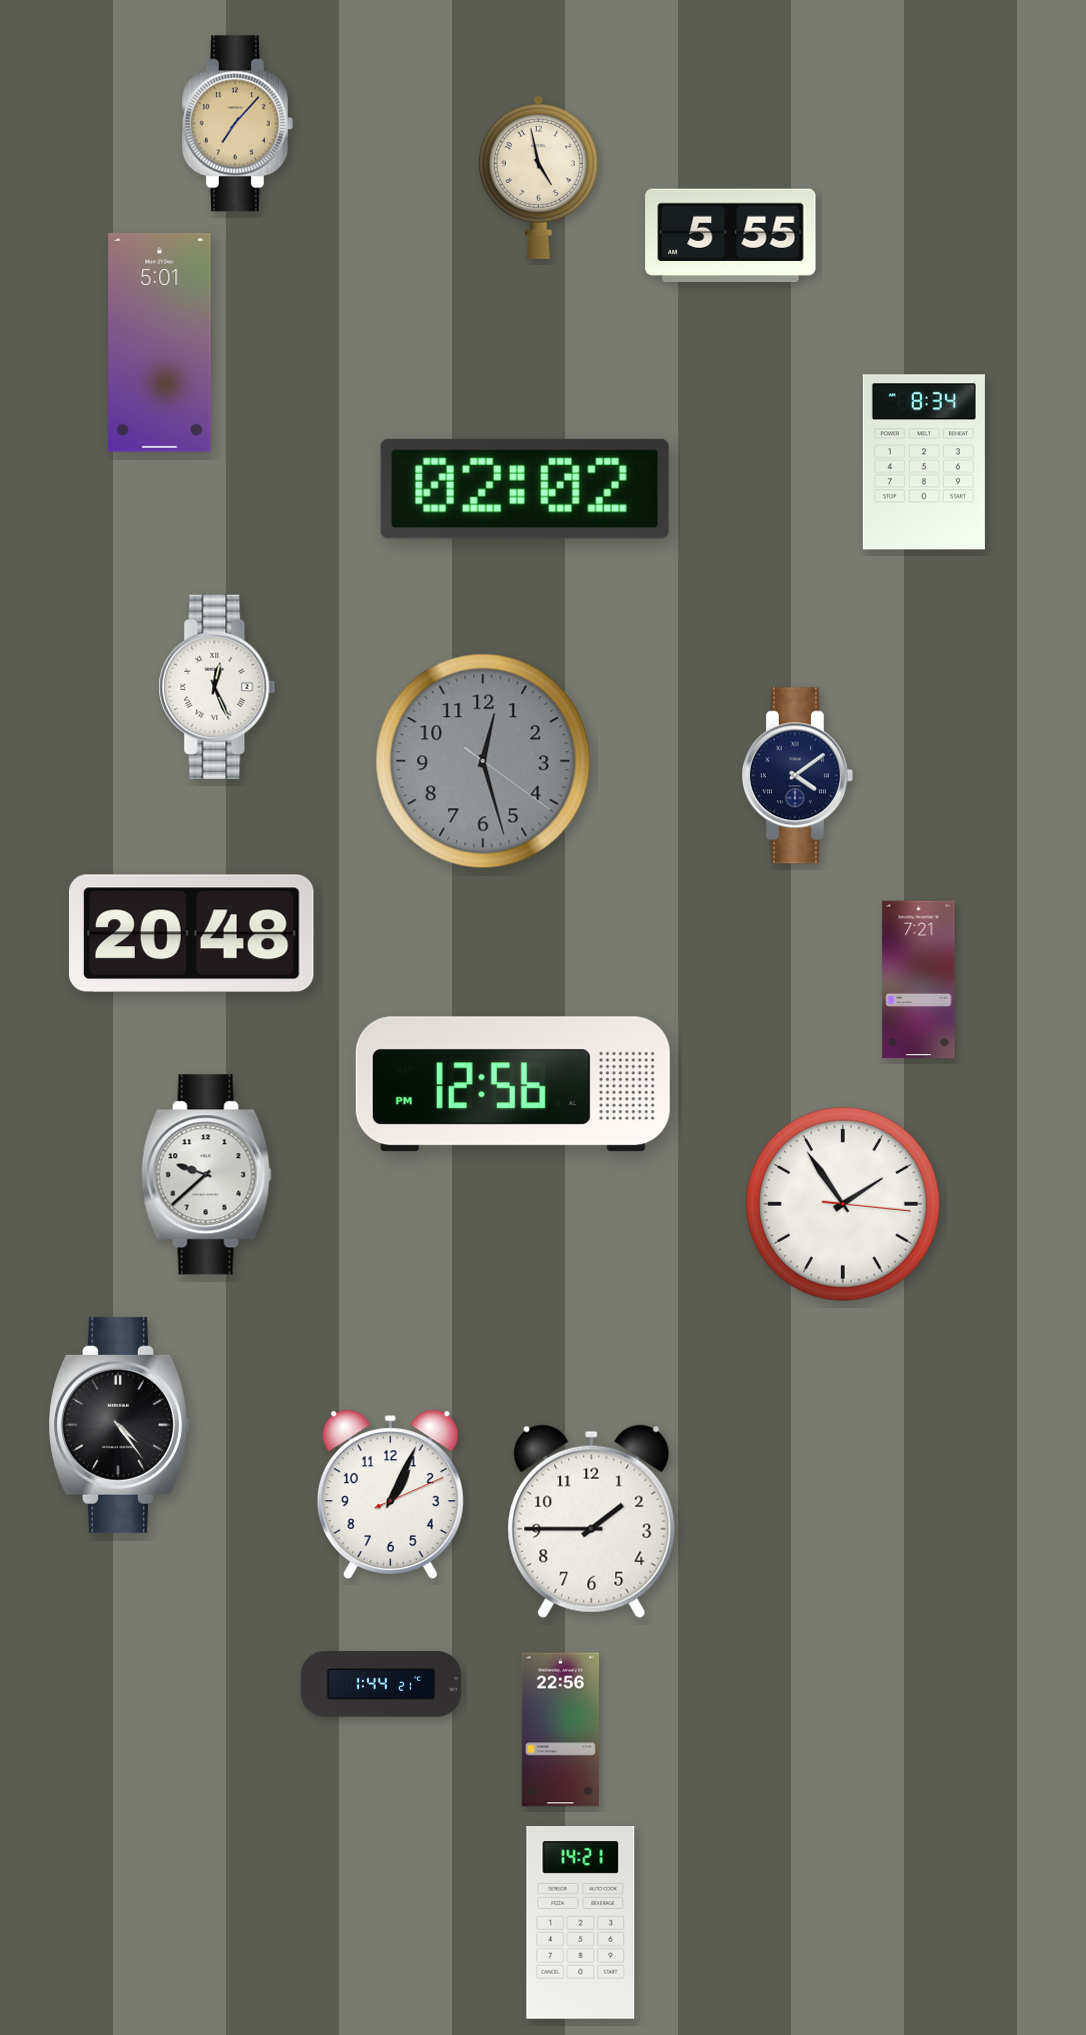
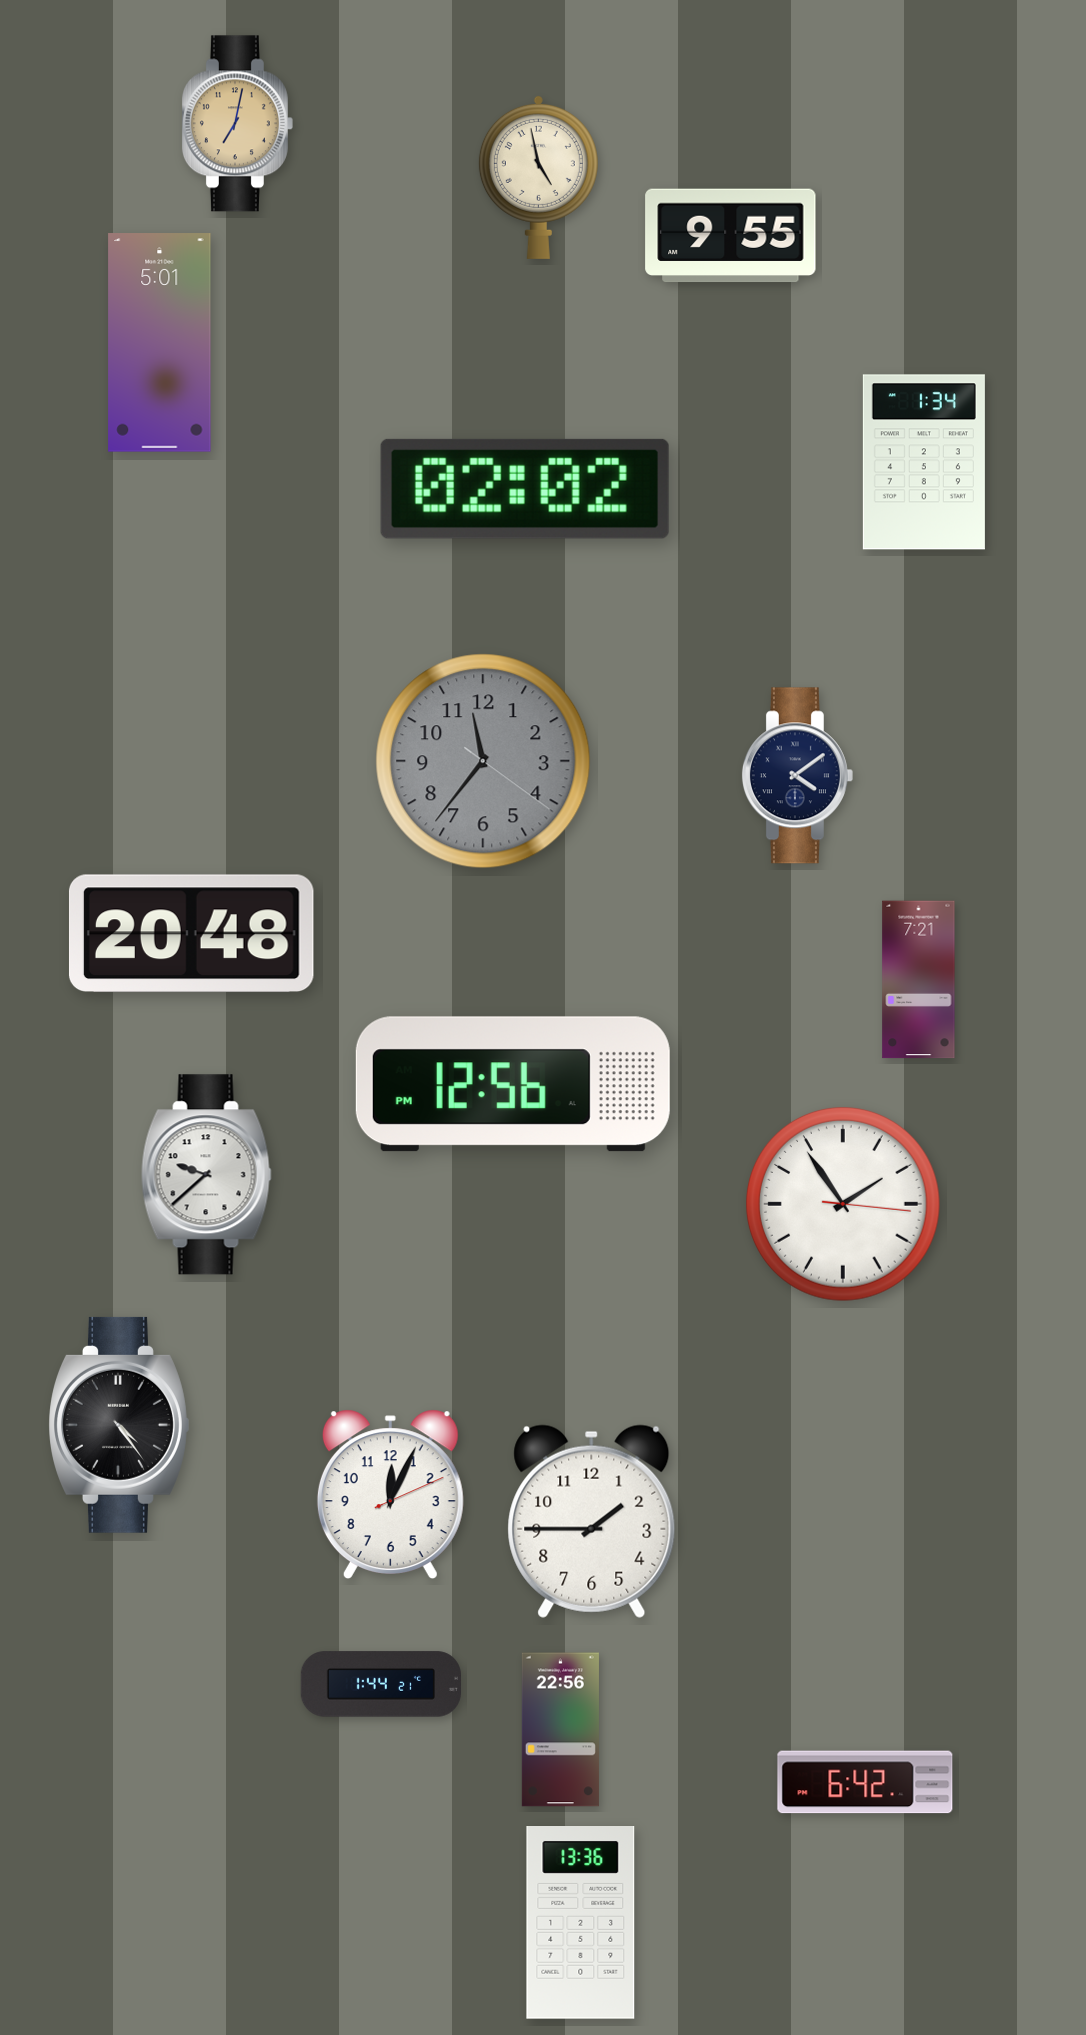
clock at (237, 124): 7:07 -> 7:02
clock at (731, 236): 5:55 -> 9:55
clock at (924, 462): 8:34 -> 1:34
clock at (217, 687): 12:26 -> none
clock at (483, 761): 12:27 -> 11:36
clock at (390, 1494): 1:04 -> 12:04
clock at (865, 1782): none -> 6:42
clock at (581, 1923): 14:21 -> 13:36
